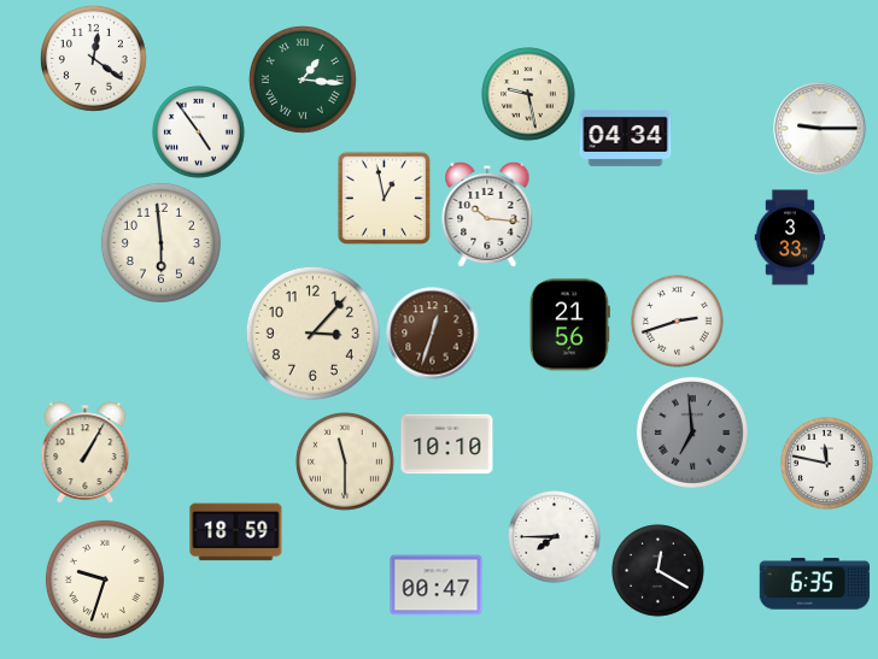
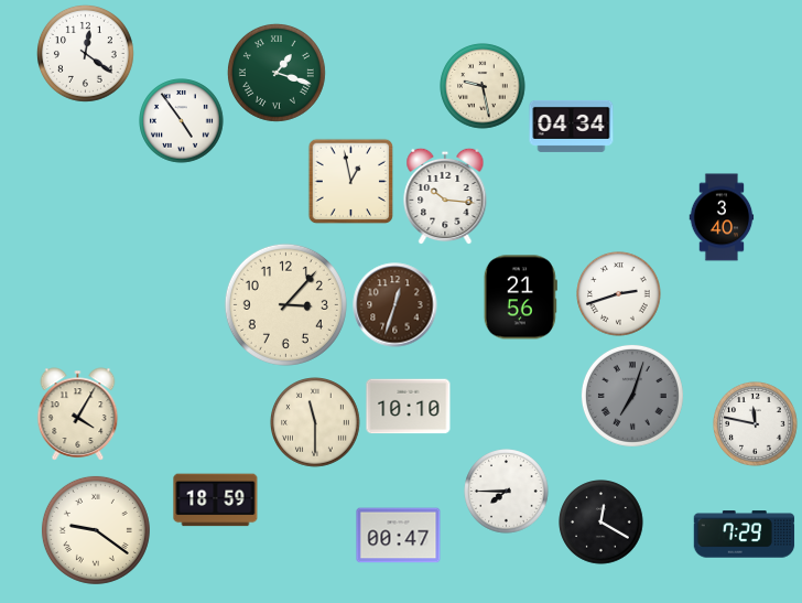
clock at (303, 80): 1:16 -> 1:18
clock at (820, 129): 9:15 -> none
clock at (790, 237): 3:33 -> 3:40
clock at (160, 242): 5:59 -> none
clock at (692, 433): 6:59 -> 7:03
clock at (86, 453): 1:05 -> 4:05
clock at (236, 533) position: (236, 533) -> (216, 500)
clock at (105, 579): 9:33 -> 9:21
clock at (815, 584): 6:35 -> 7:29
